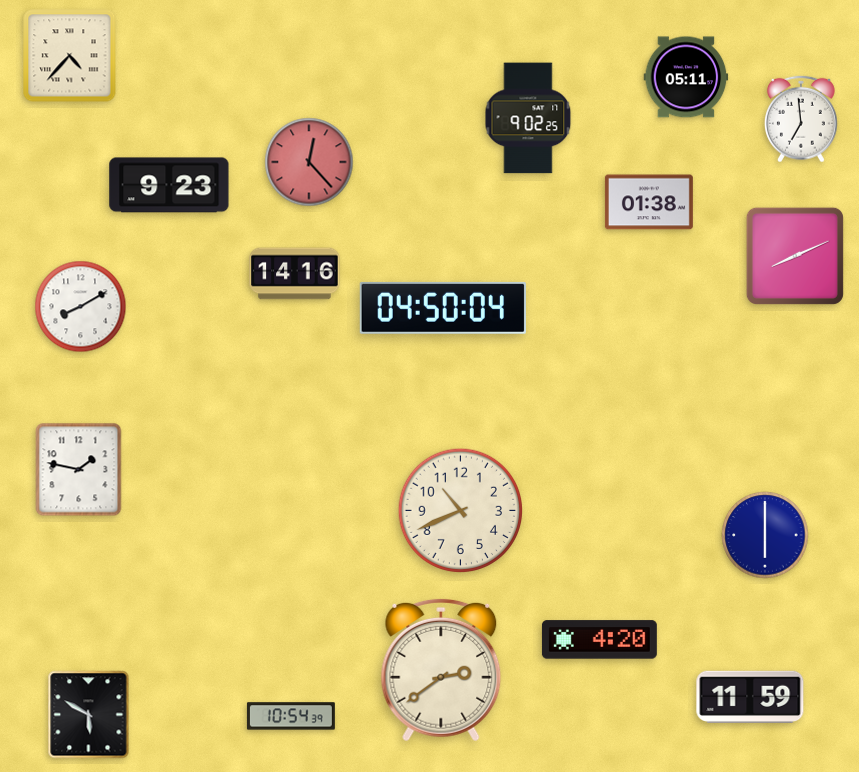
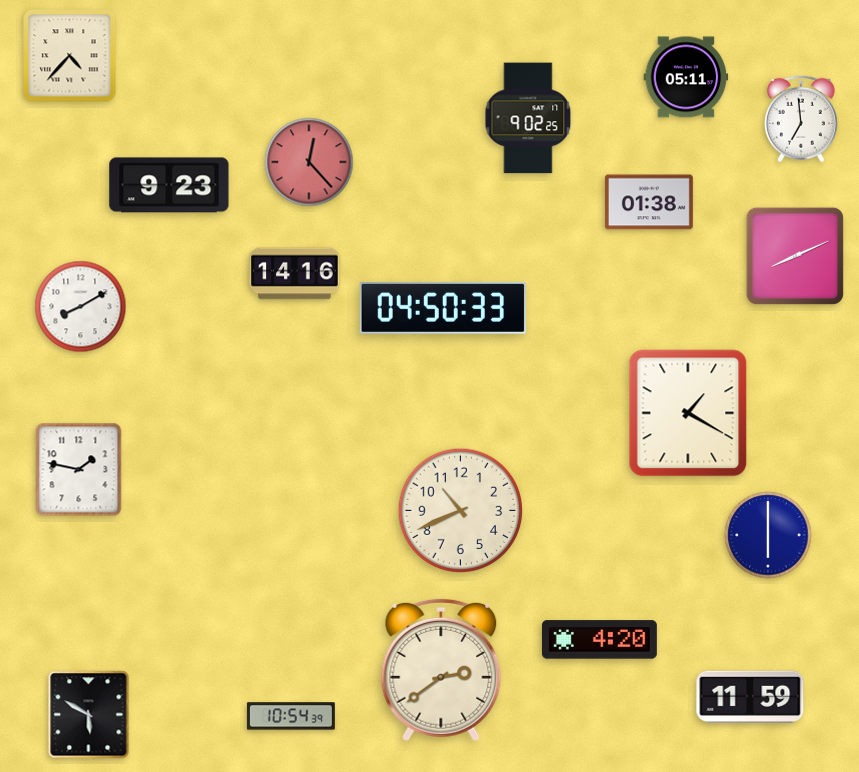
clock at (443, 308): 04:50:04 -> 04:50:33
clock at (688, 413): none -> 1:20
clock at (765, 535) position: (765, 535) -> (768, 535)
